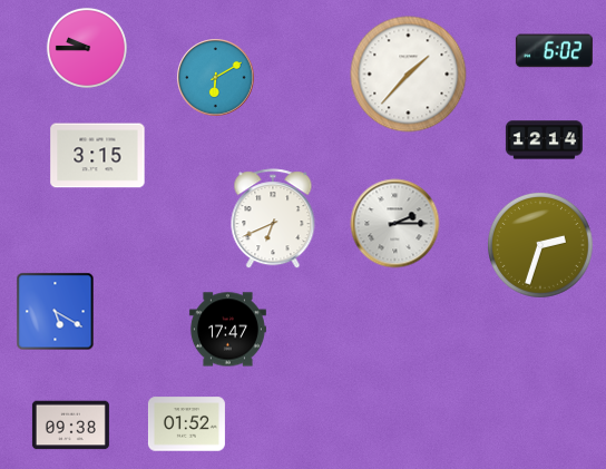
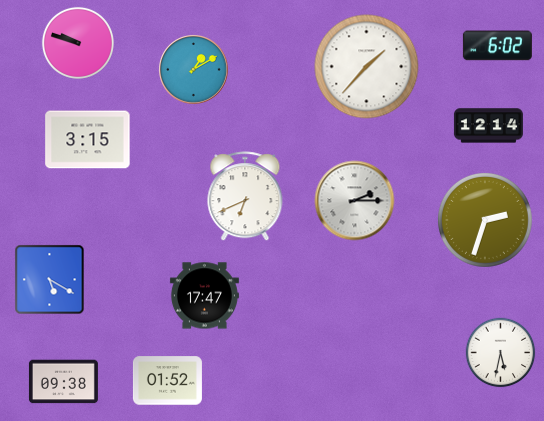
clock at (87, 48): 9:45 -> 9:48
clock at (216, 78): 6:10 -> 1:10
clock at (501, 353): none -> 5:32
